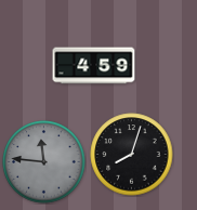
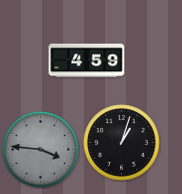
clock at (132, 155): 8:03 -> 1:03
clock at (44, 162): 11:46 -> 3:46
